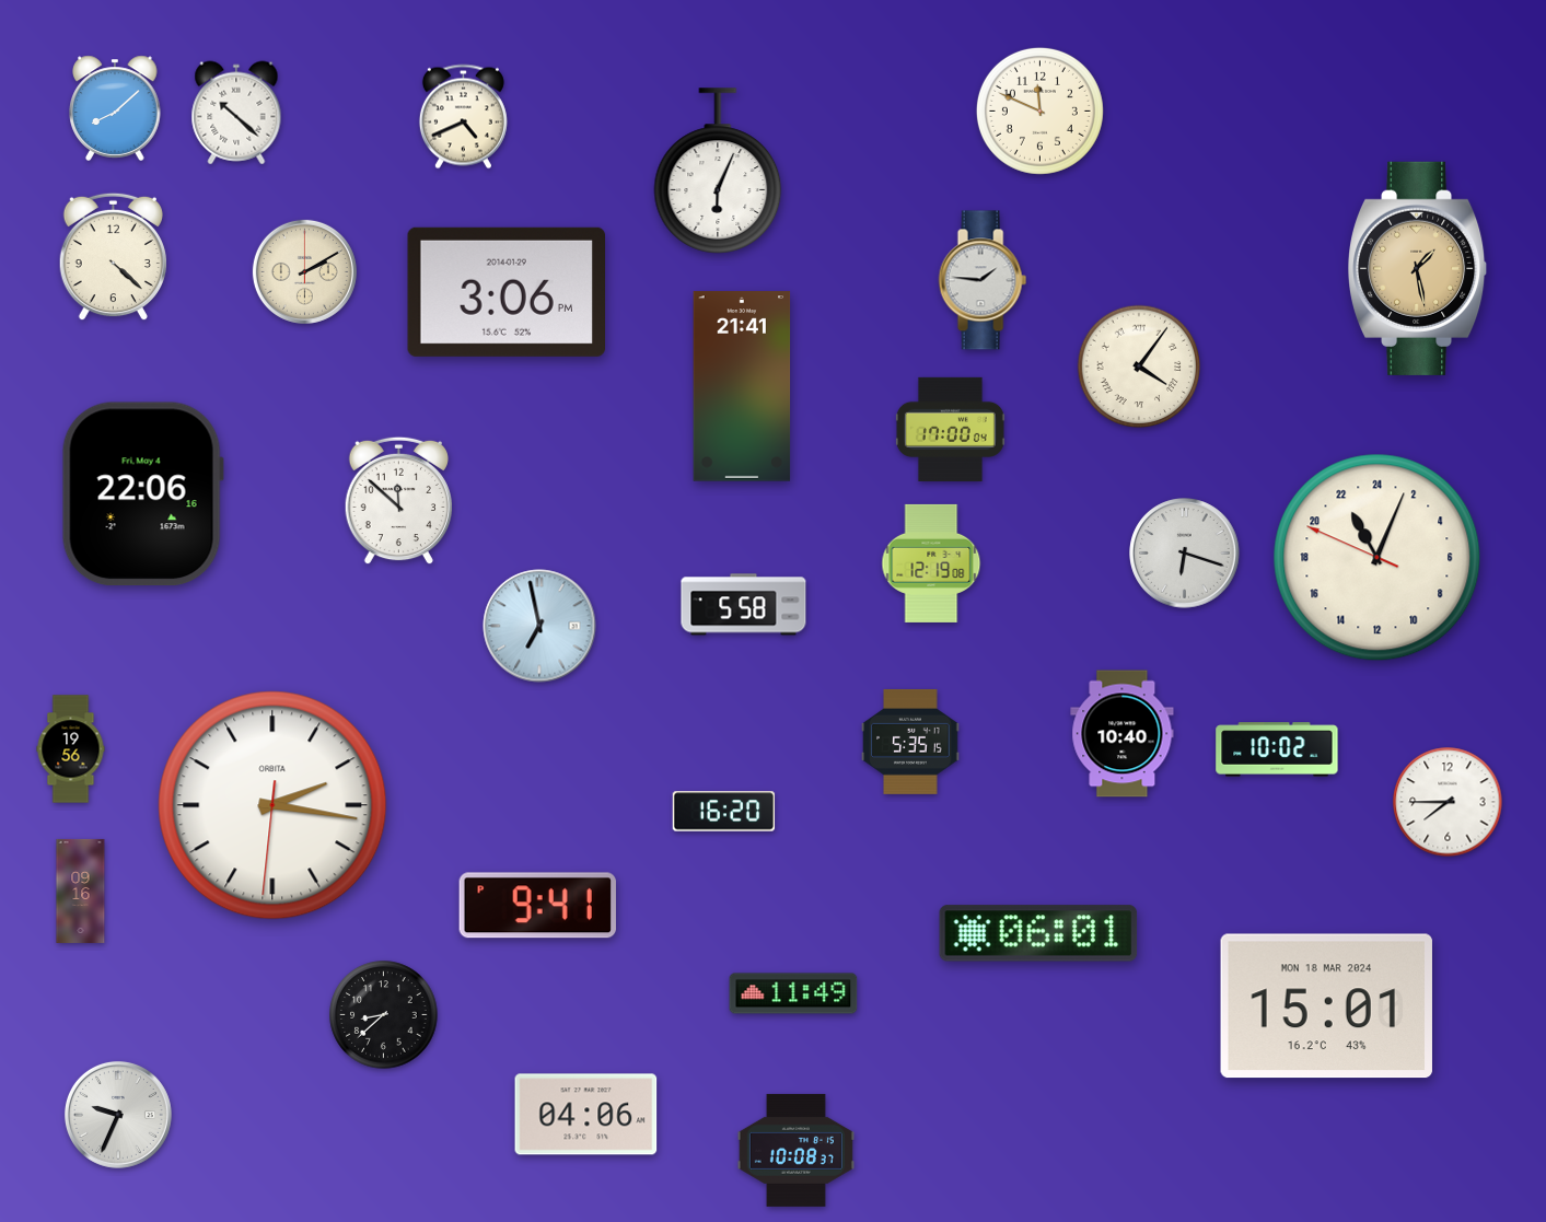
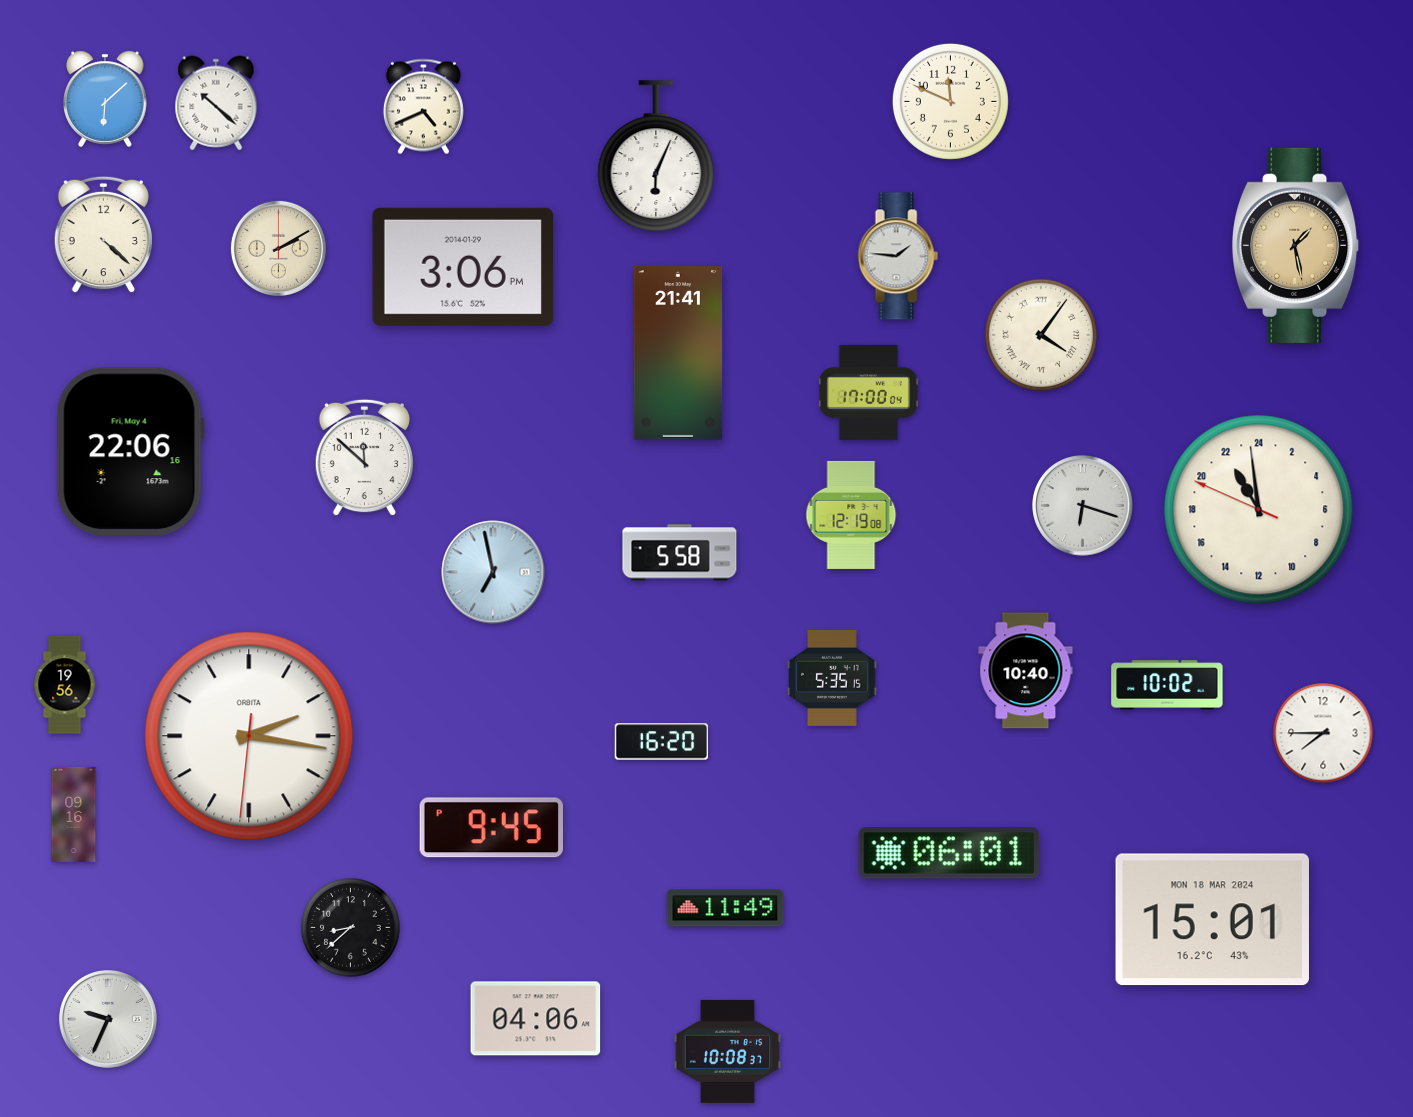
clock at (115, 108): 8:08 -> 6:08
clock at (1378, 558): 22:03 -> 21:58
clock at (537, 906): 9:41 -> 9:45
